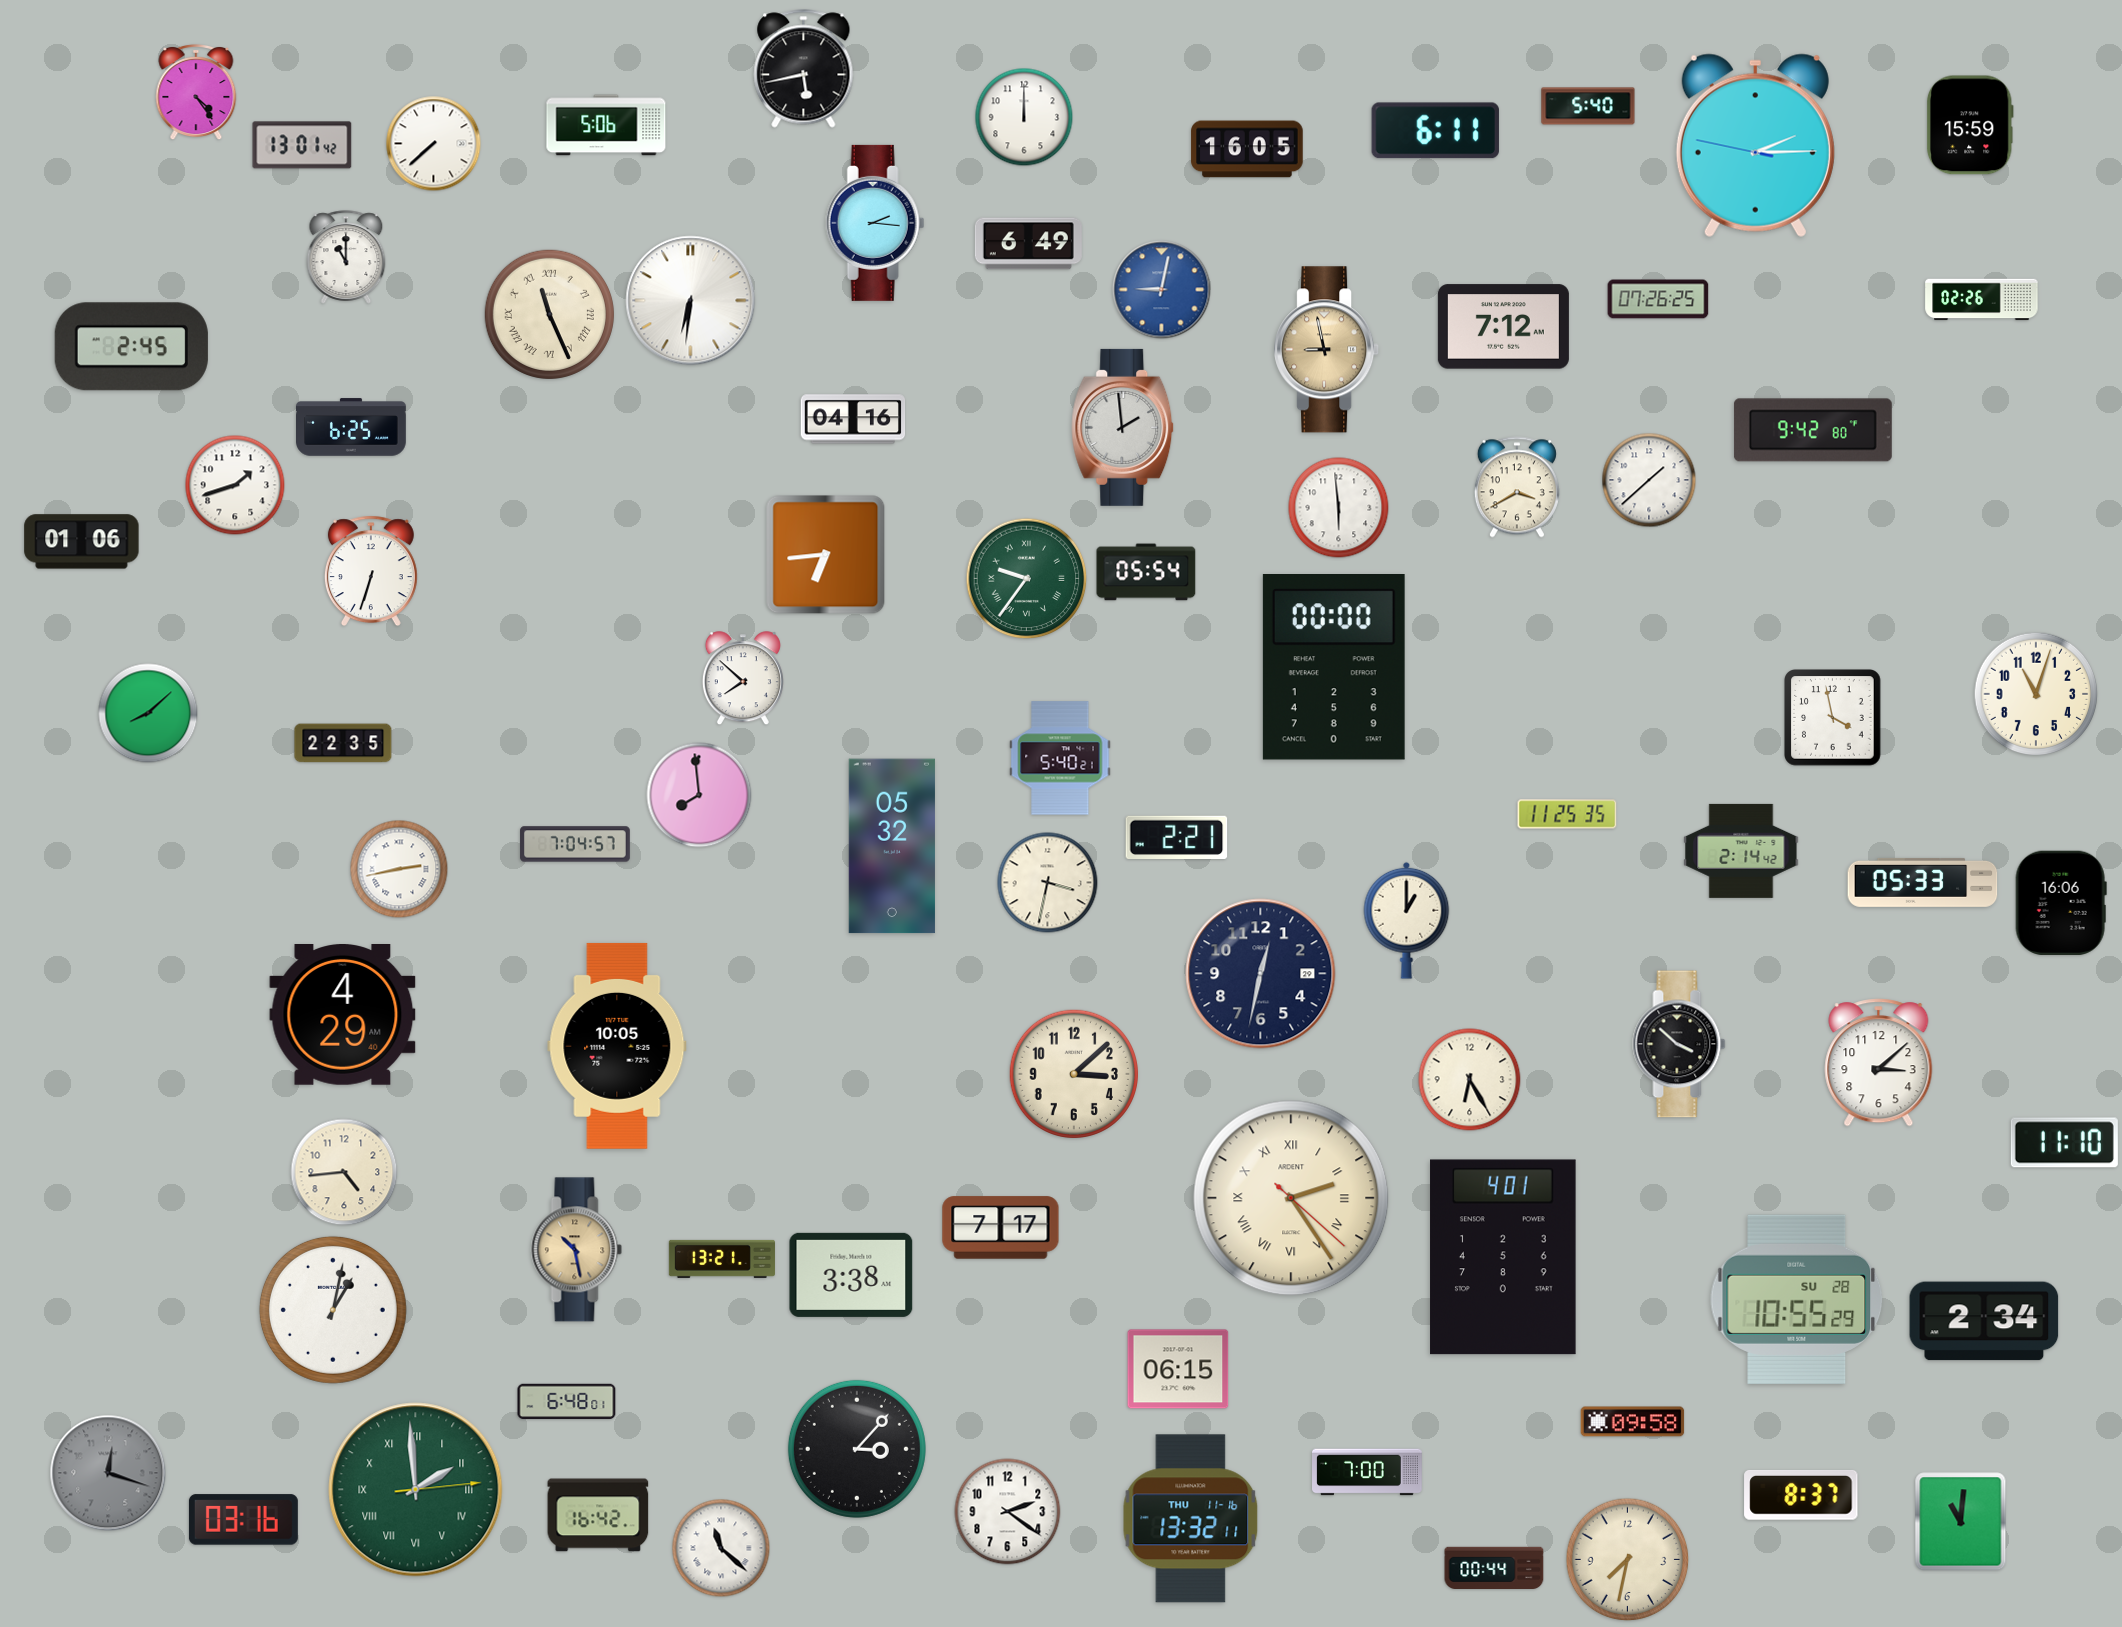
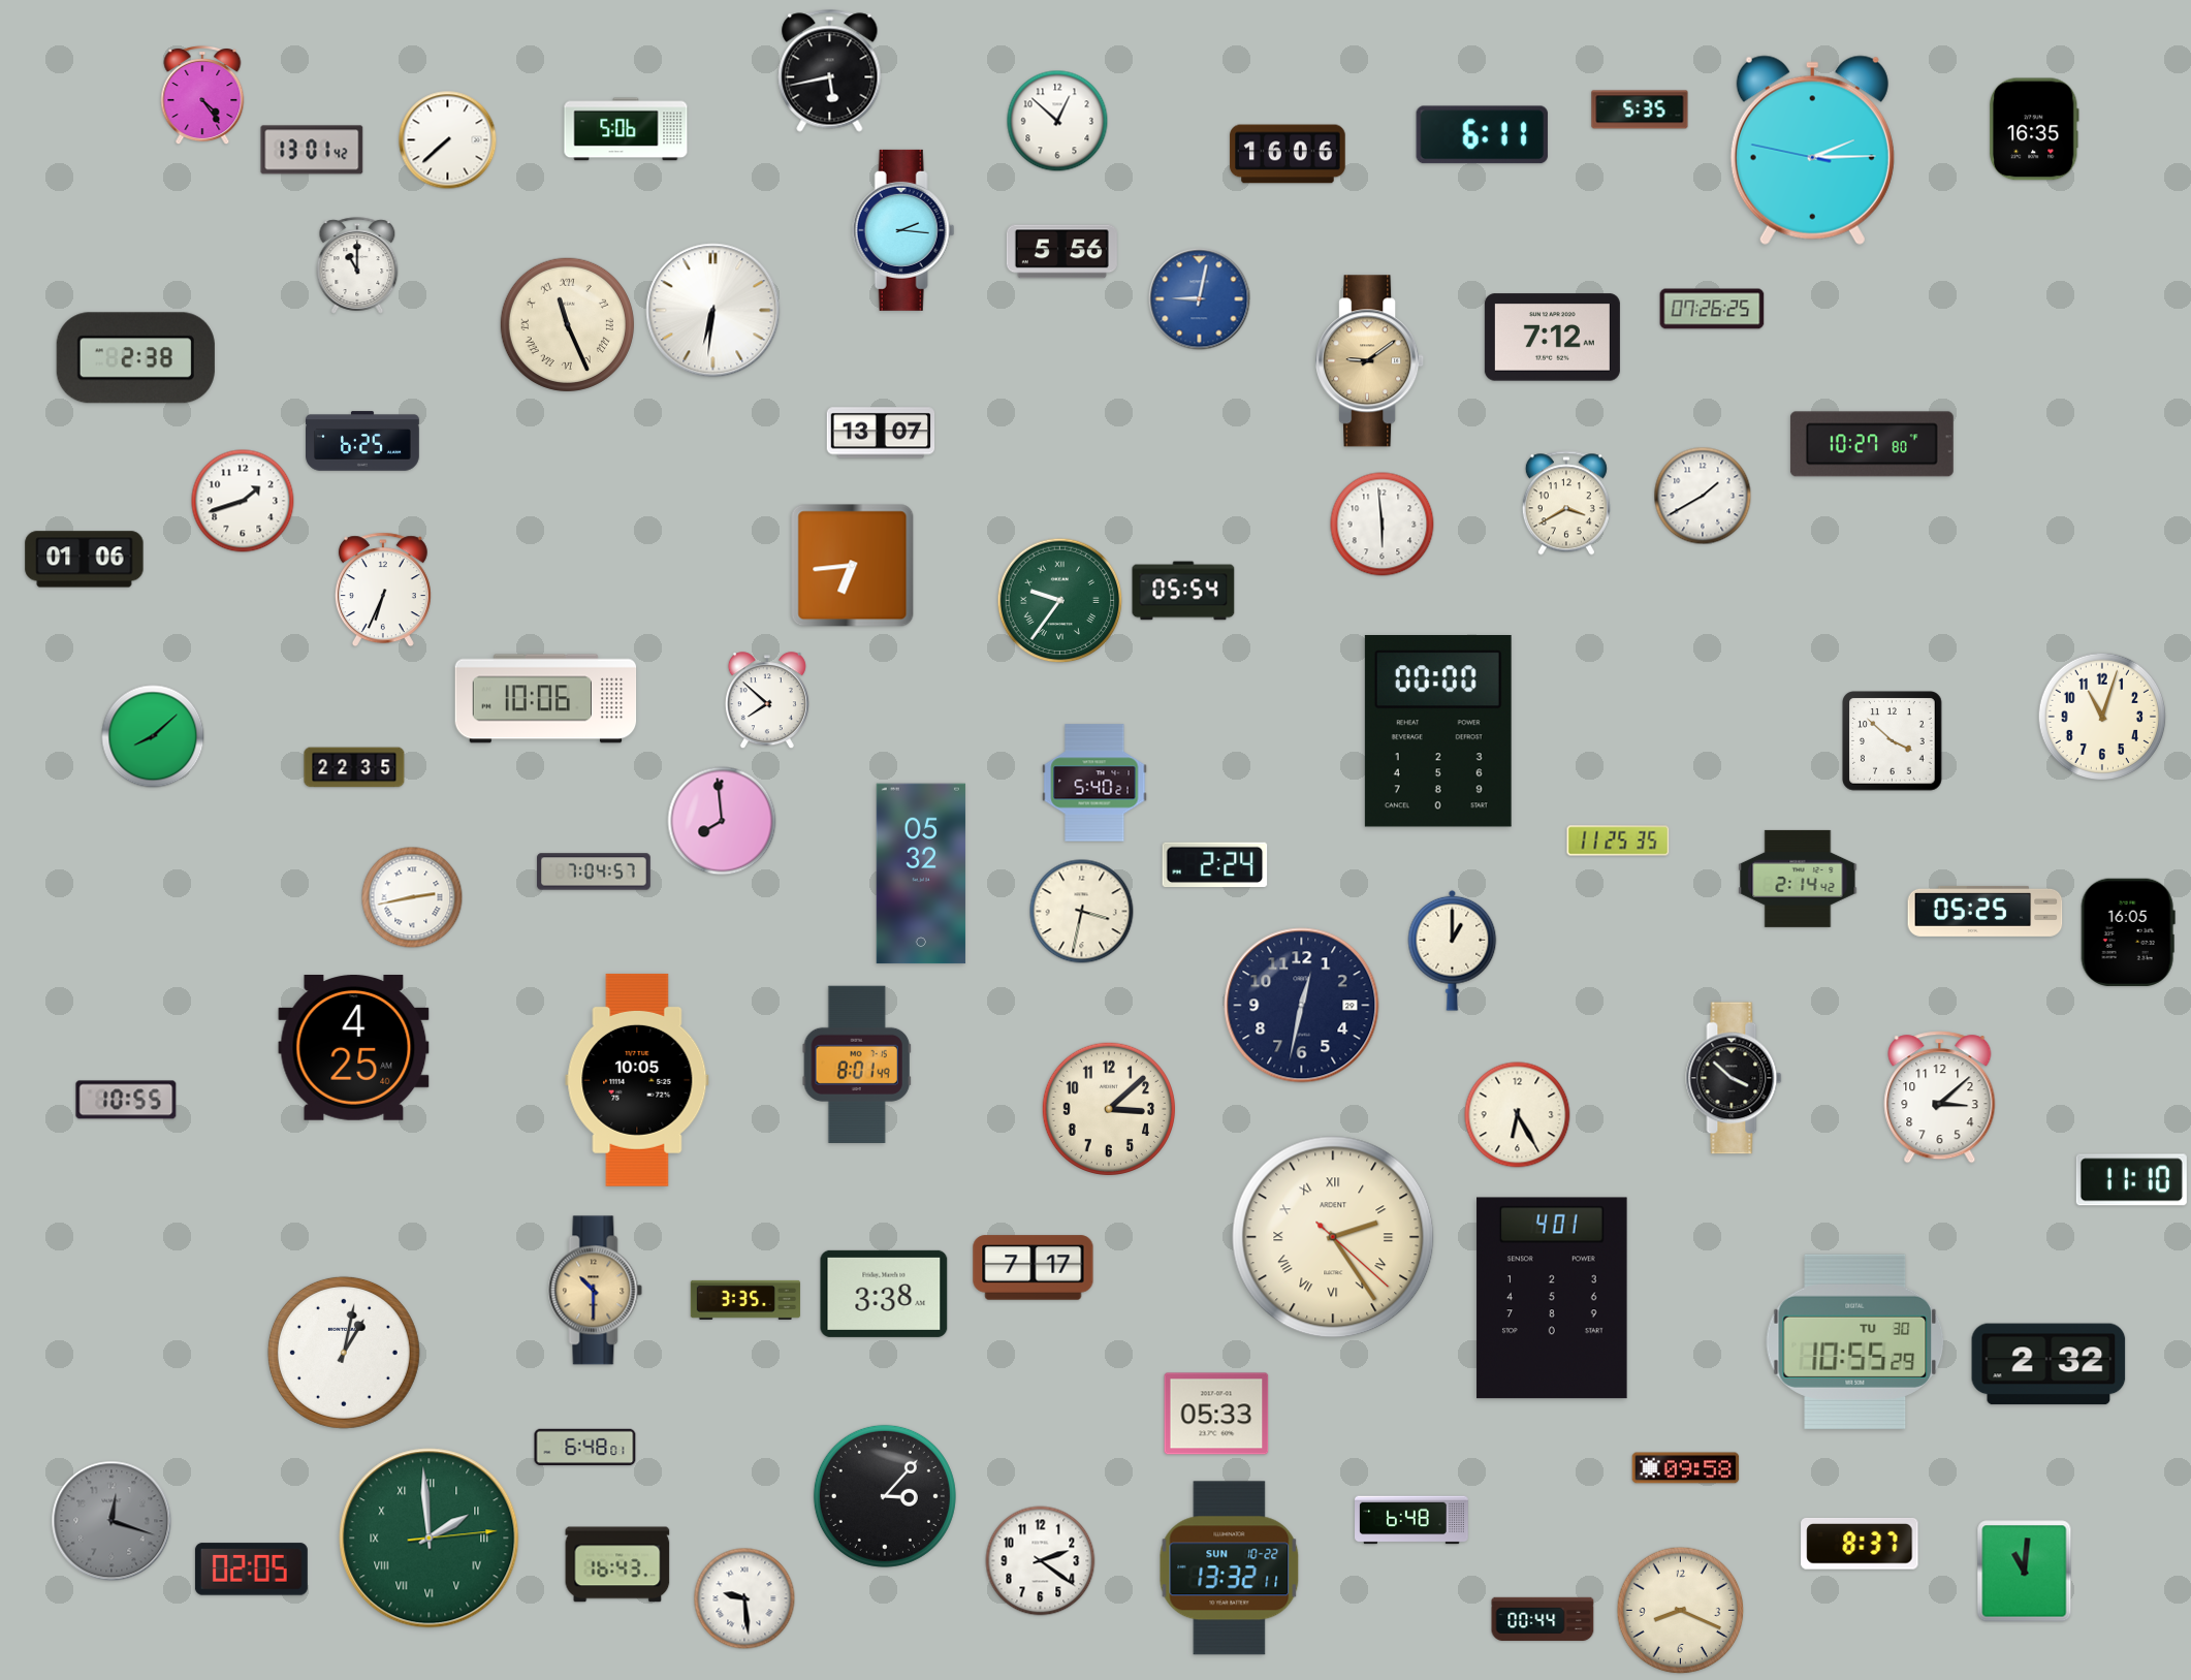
clock at (1588, 106): 5:40 -> 5:35
clock at (1024, 117): 12:00 -> 12:52
clock at (1970, 125): 15:59 -> 16:35
clock at (434, 144) position: (434, 144) -> (448, 140)
clock at (1247, 149): 16:05 -> 16:06
clock at (1028, 244): 6:49 -> 5:56
clock at (1982, 300): 02:26 -> none
clock at (131, 347): 2:45 -> 2:38
clock at (1327, 350): 8:58 -> 9:09
clock at (853, 419): 04:16 -> 13:07
clock at (1123, 427): 1:59 -> none
clock at (1813, 430): 9:42 -> 10:27
clock at (1649, 480): 1:38 -> 1:40
clock at (826, 555) position: (826, 555) -> (853, 566)
clock at (371, 571): 6:33 -> 6:34
clock at (1027, 579) position: (1027, 579) -> (1060, 601)
clock at (1334, 668) position: (1334, 668) -> (1438, 732)
clock at (546, 699): none -> 10:06
clock at (1833, 718): 3:58 -> 3:52
clock at (1177, 838): 2:21 -> 2:24
clock at (1923, 882): 05:33 -> 05:25
clock at (2061, 902): 16:06 -> 16:05
clock at (343, 1015): 4:29 -> 4:25
clock at (857, 1064): none -> 8:01
clock at (126, 1100): none -> 10:55
clock at (344, 1172): 4:44 -> none
clock at (577, 1250): 10:28 -> 10:30
clock at (722, 1259): 13:21 -> 3:35
clock at (851, 1275) position: (851, 1275) -> (884, 1294)
clock at (1797, 1299) date: SU 28 -> TU 30
clock at (1984, 1321): 2:34 -> 2:32
clock at (1178, 1369): 06:15 -> 05:33
clock at (1368, 1472): 7:00 -> 6:48
clock at (598, 1515): 16:42 -> 16:43
clock at (1191, 1519) date: THU 11-16 -> SUN 10-22
clock at (243, 1520): 03:16 -> 02:05
clock at (721, 1548): 11:22 -> 9:29
clock at (1628, 1560): 7:32 -> 8:19
